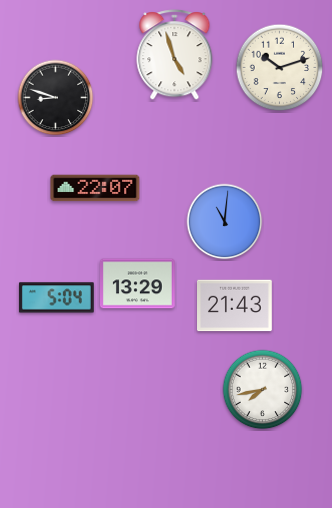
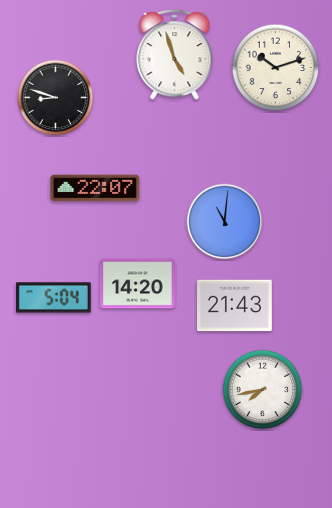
clock at (280, 68) position: (280, 68) -> (276, 68)
clock at (138, 284): 13:29 -> 14:20
clock at (56, 298) position: (56, 298) -> (53, 298)
